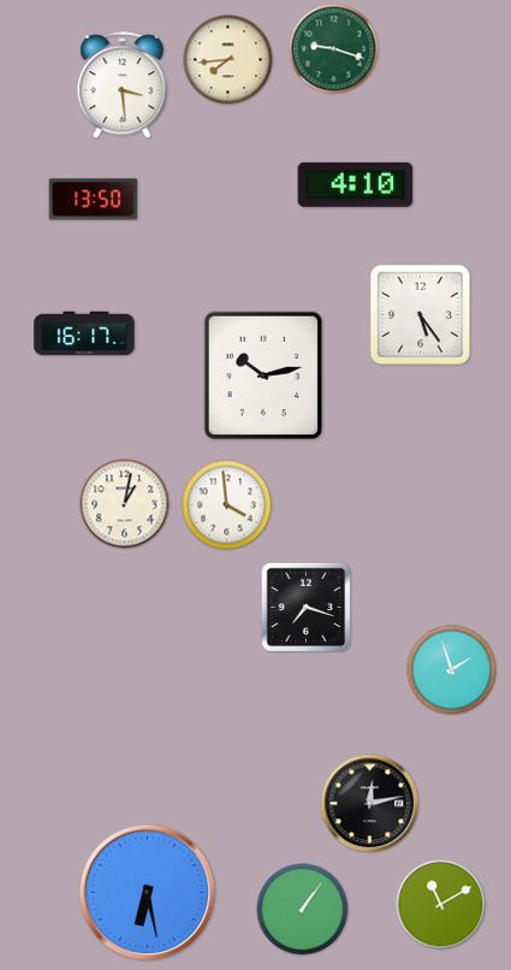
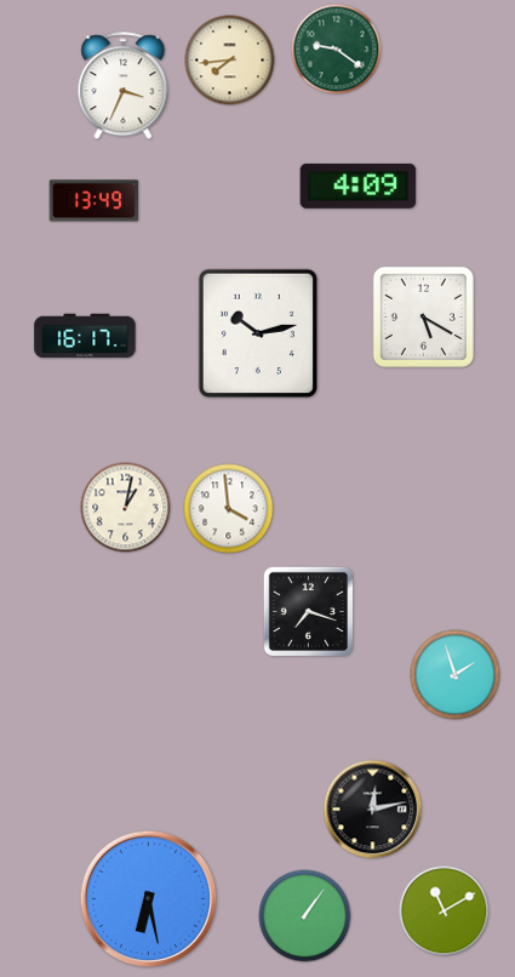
clock at (334, 49): 9:18 -> 9:21
clock at (123, 85): 3:29 -> 3:34
clock at (356, 184): 4:10 -> 4:09
clock at (94, 200): 13:50 -> 13:49
clock at (420, 314): 5:24 -> 5:20
clock at (263, 375) position: (263, 375) -> (258, 333)
